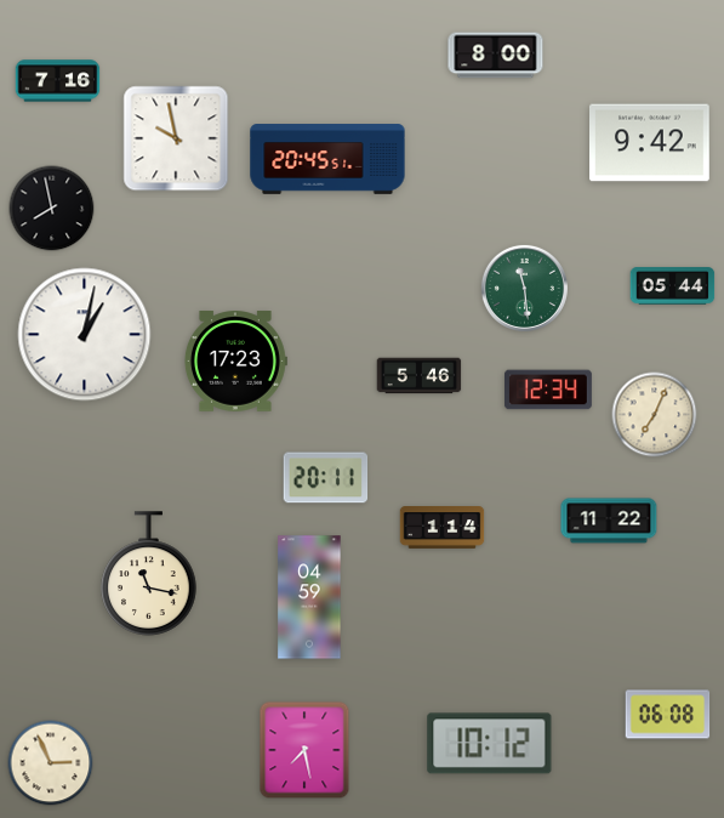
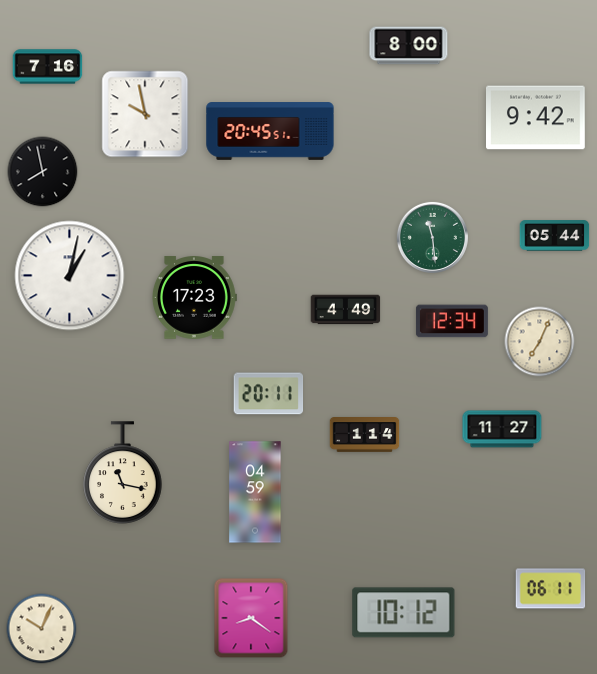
clock at (420, 376): 5:46 -> 4:49
clock at (609, 521): 11:22 -> 11:27
clock at (668, 715): 06:08 -> 06:11
clock at (304, 750): 7:28 -> 8:21
clock at (51, 763): 2:56 -> 10:04
